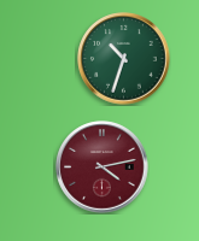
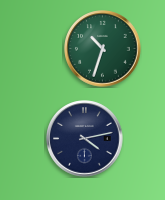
clock at (103, 167) dial: burgundy -> navy
